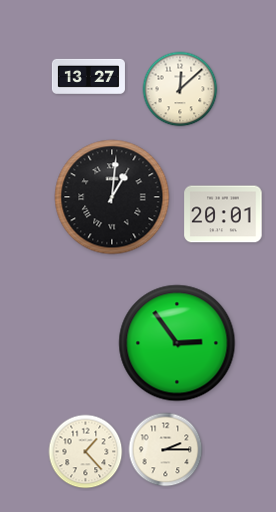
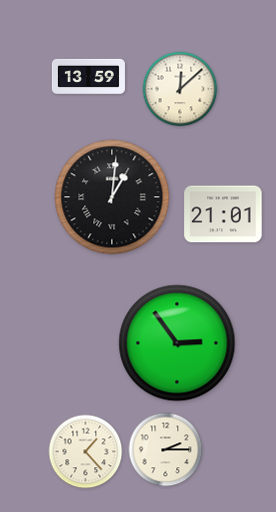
clock at (88, 76): 13:27 -> 13:59
clock at (223, 214): 20:01 -> 21:01
